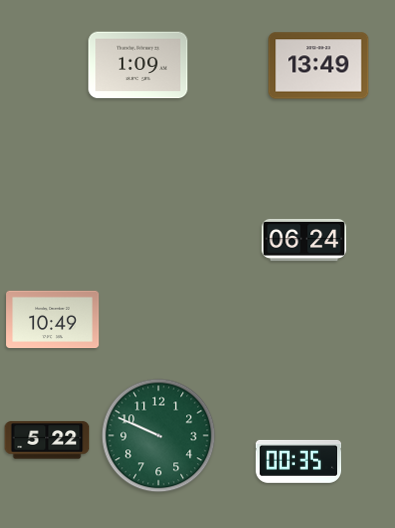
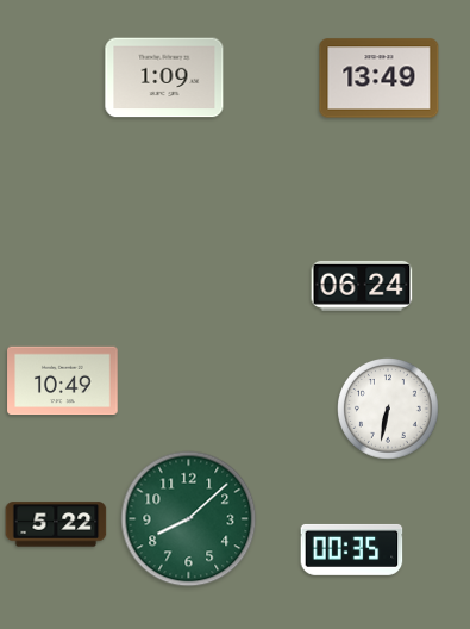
clock at (389, 410): none -> 6:32
clock at (159, 436): 9:49 -> 8:08
clock at (299, 461) position: (299, 461) -> (352, 549)
